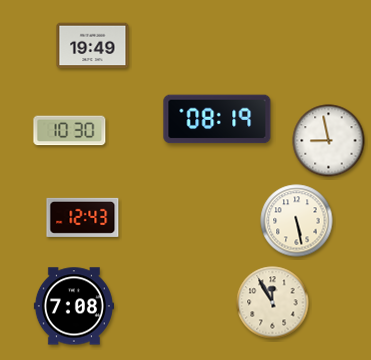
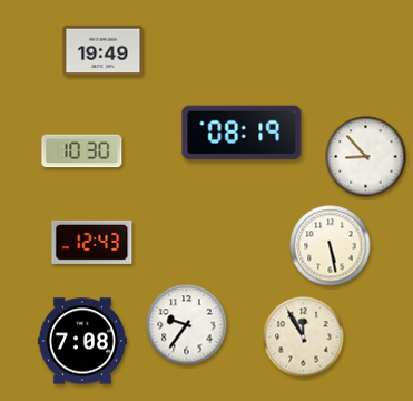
clock at (70, 131) position: (70, 131) -> (82, 151)
clock at (329, 141): 8:58 -> 8:53
clock at (187, 325): none -> 9:36
